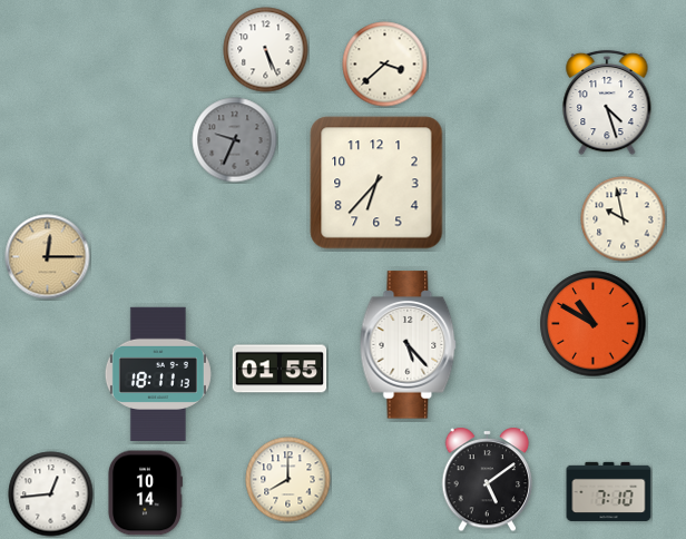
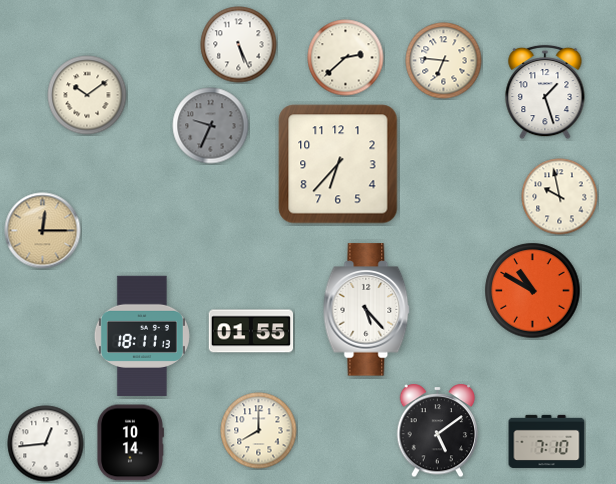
clock at (385, 65): 3:38 -> 2:38
clock at (444, 61): none -> 6:46
clock at (607, 102): 4:27 -> 1:27
clock at (87, 95): none -> 10:09
